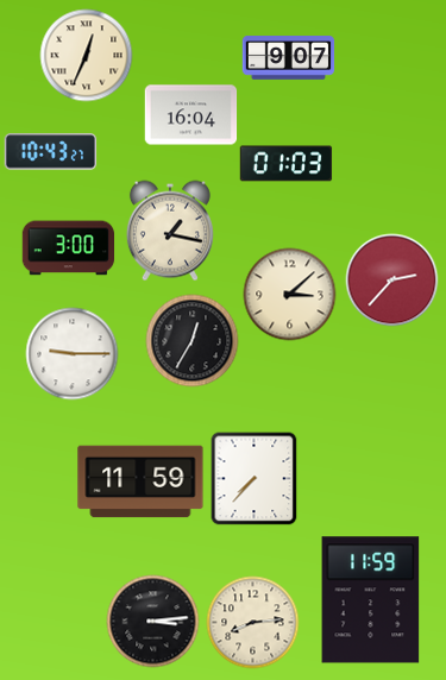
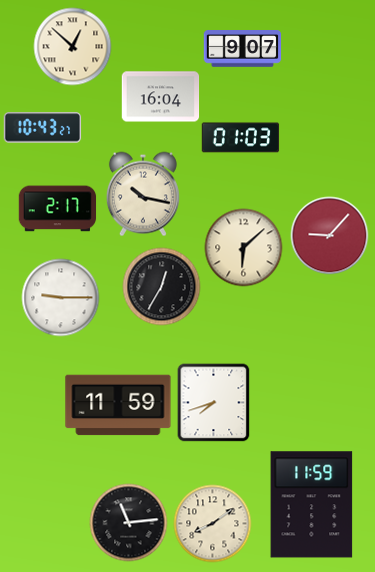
clock at (86, 55): 12:34 -> 12:52
clock at (170, 231): 1:17 -> 10:17
clock at (68, 248): 3:00 -> 2:17
clock at (391, 279): 2:37 -> 9:07
clock at (289, 294): 3:08 -> 6:08
clock at (255, 478): 7:37 -> 7:42
clock at (152, 621): 3:14 -> 11:14
clock at (252, 622): 8:14 -> 8:09
